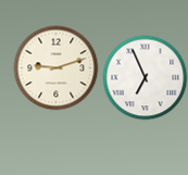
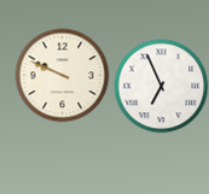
clock at (55, 67): 9:12 -> 9:49
